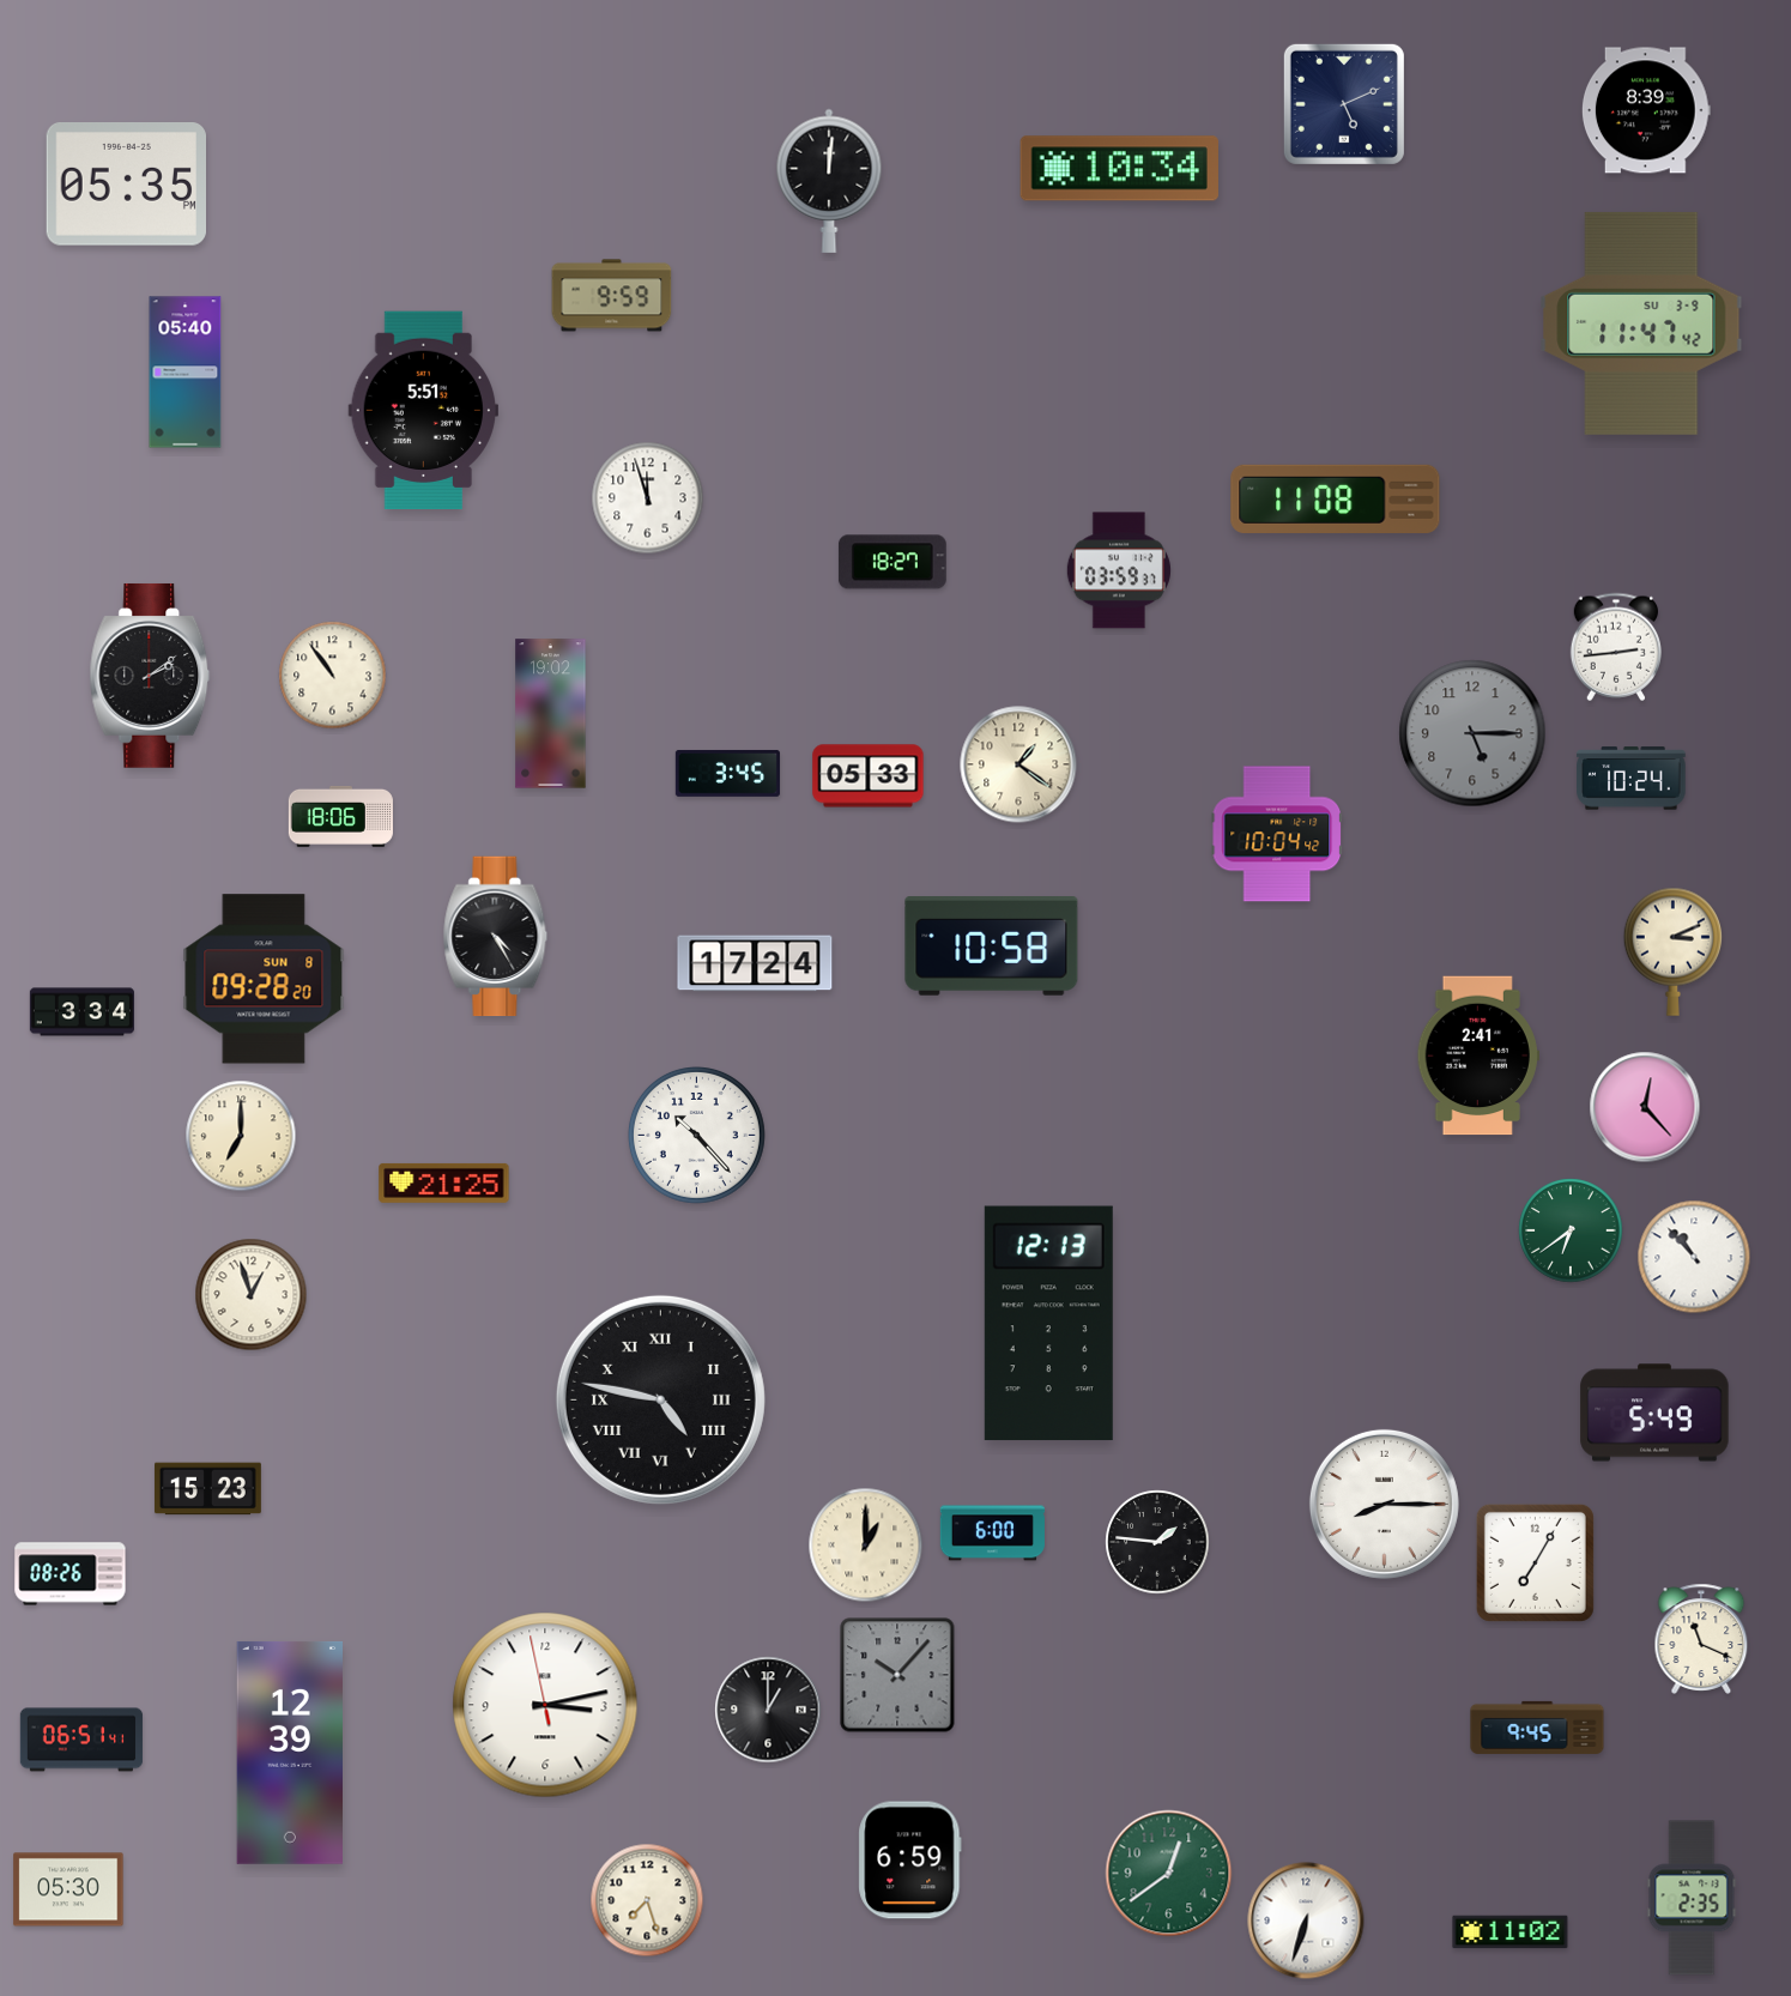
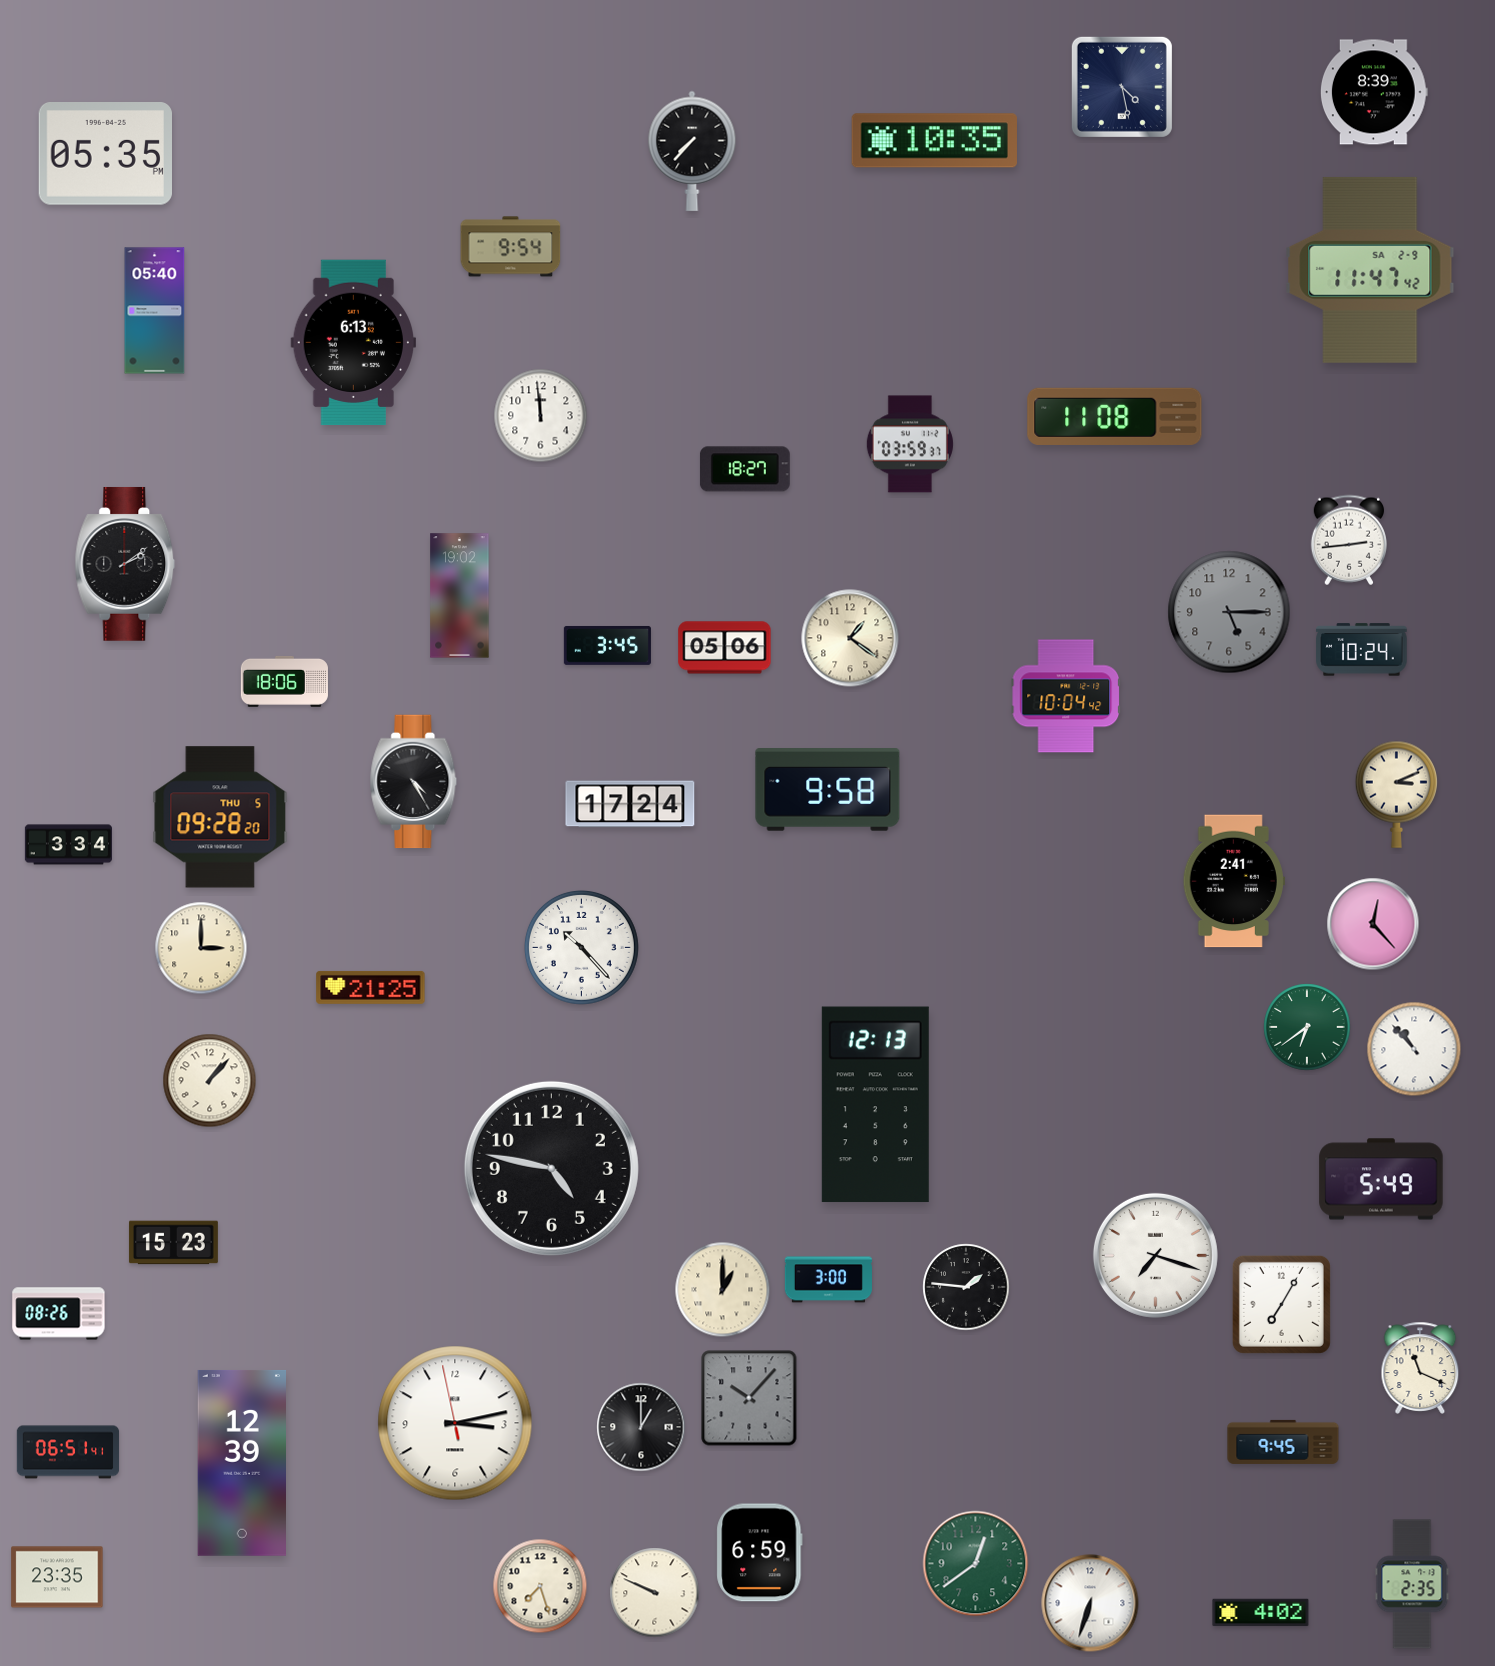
clock at (1344, 104): 5:11 -> 4:28
clock at (1119, 169): 10:34 -> 10:35
clock at (829, 181): 12:01 -> 7:37
clock at (612, 296): 9:59 -> 9:54
clock at (1641, 323) date: SU 3-9 -> SA 2-9
clock at (423, 410): 5:51 -> 6:13
clock at (648, 498): 11:57 -> 11:59
clock at (1119, 570) position: (1119, 570) -> (910, 444)
clock at (333, 676): 10:54 -> none
clock at (869, 776): 05:33 -> 05:06
clock at (992, 946): 10:58 -> 9:58
clock at (264, 979) date: SUN 8 -> THU 5
clock at (241, 1136): 7:00 -> 3:00
clock at (1571, 1230) position: (1571, 1230) -> (1307, 1027)
clock at (252, 1295): 12:57 -> 1:07
clock at (660, 1399) numerals: Roman -> Arabic
clock at (1384, 1504): 8:15 -> 7:18
clock at (992, 1534): 6:00 -> 3:00
clock at (68, 1889): 05:30 -> 23:35
clock at (655, 1593): none -> 9:49
clock at (1511, 1933): 11:02 -> 4:02
